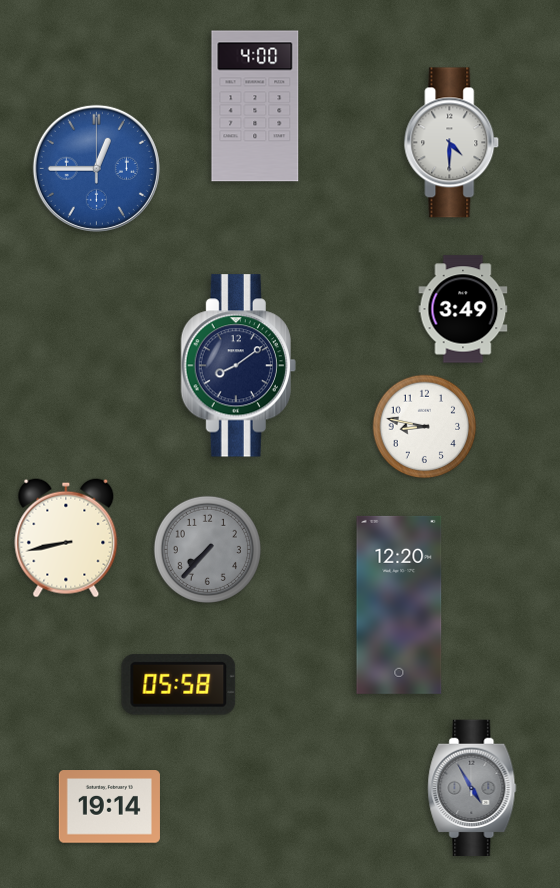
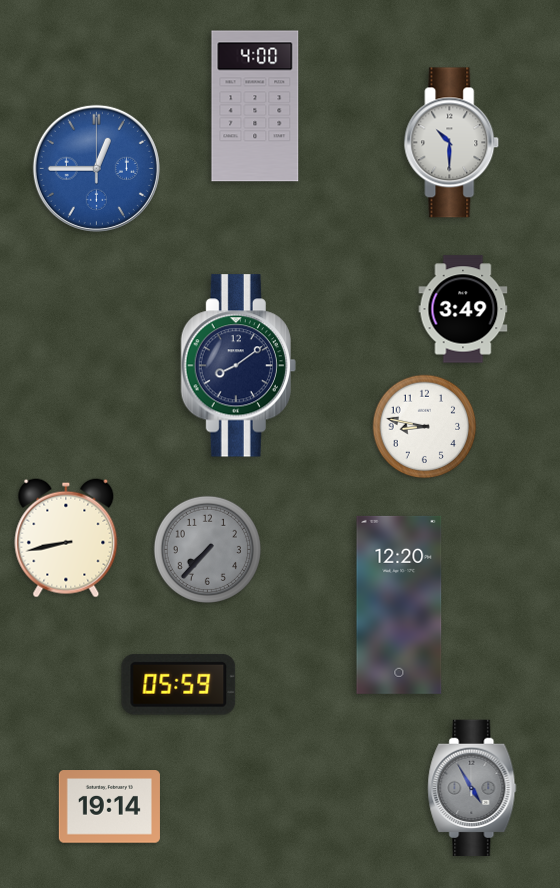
clock at (452, 143): 4:30 -> 10:30
clock at (179, 685): 05:58 -> 05:59
